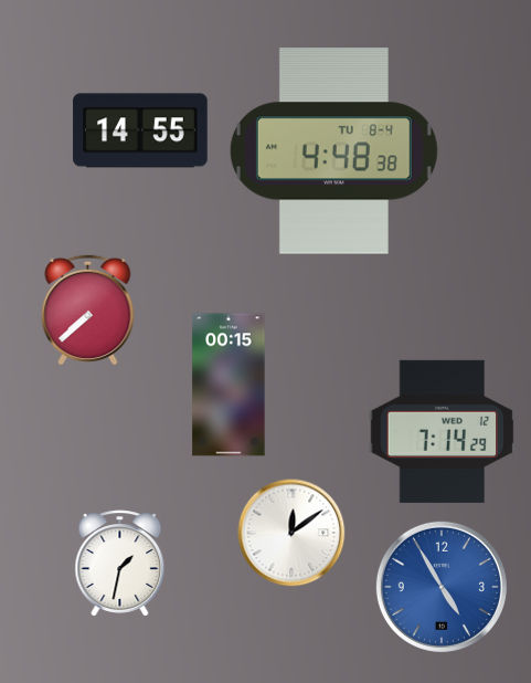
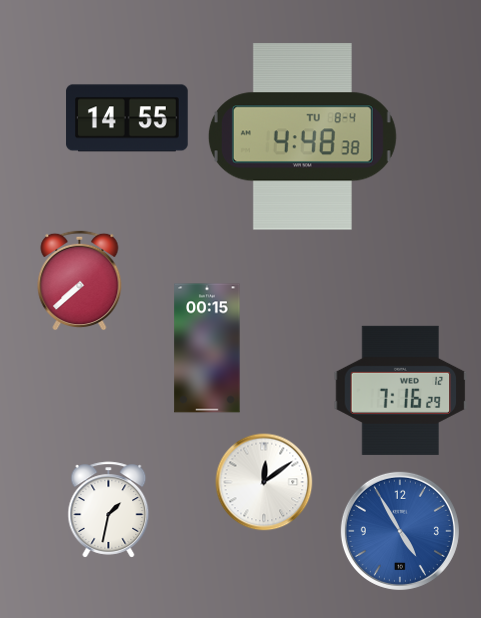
clock at (443, 431): 7:14 -> 7:16
